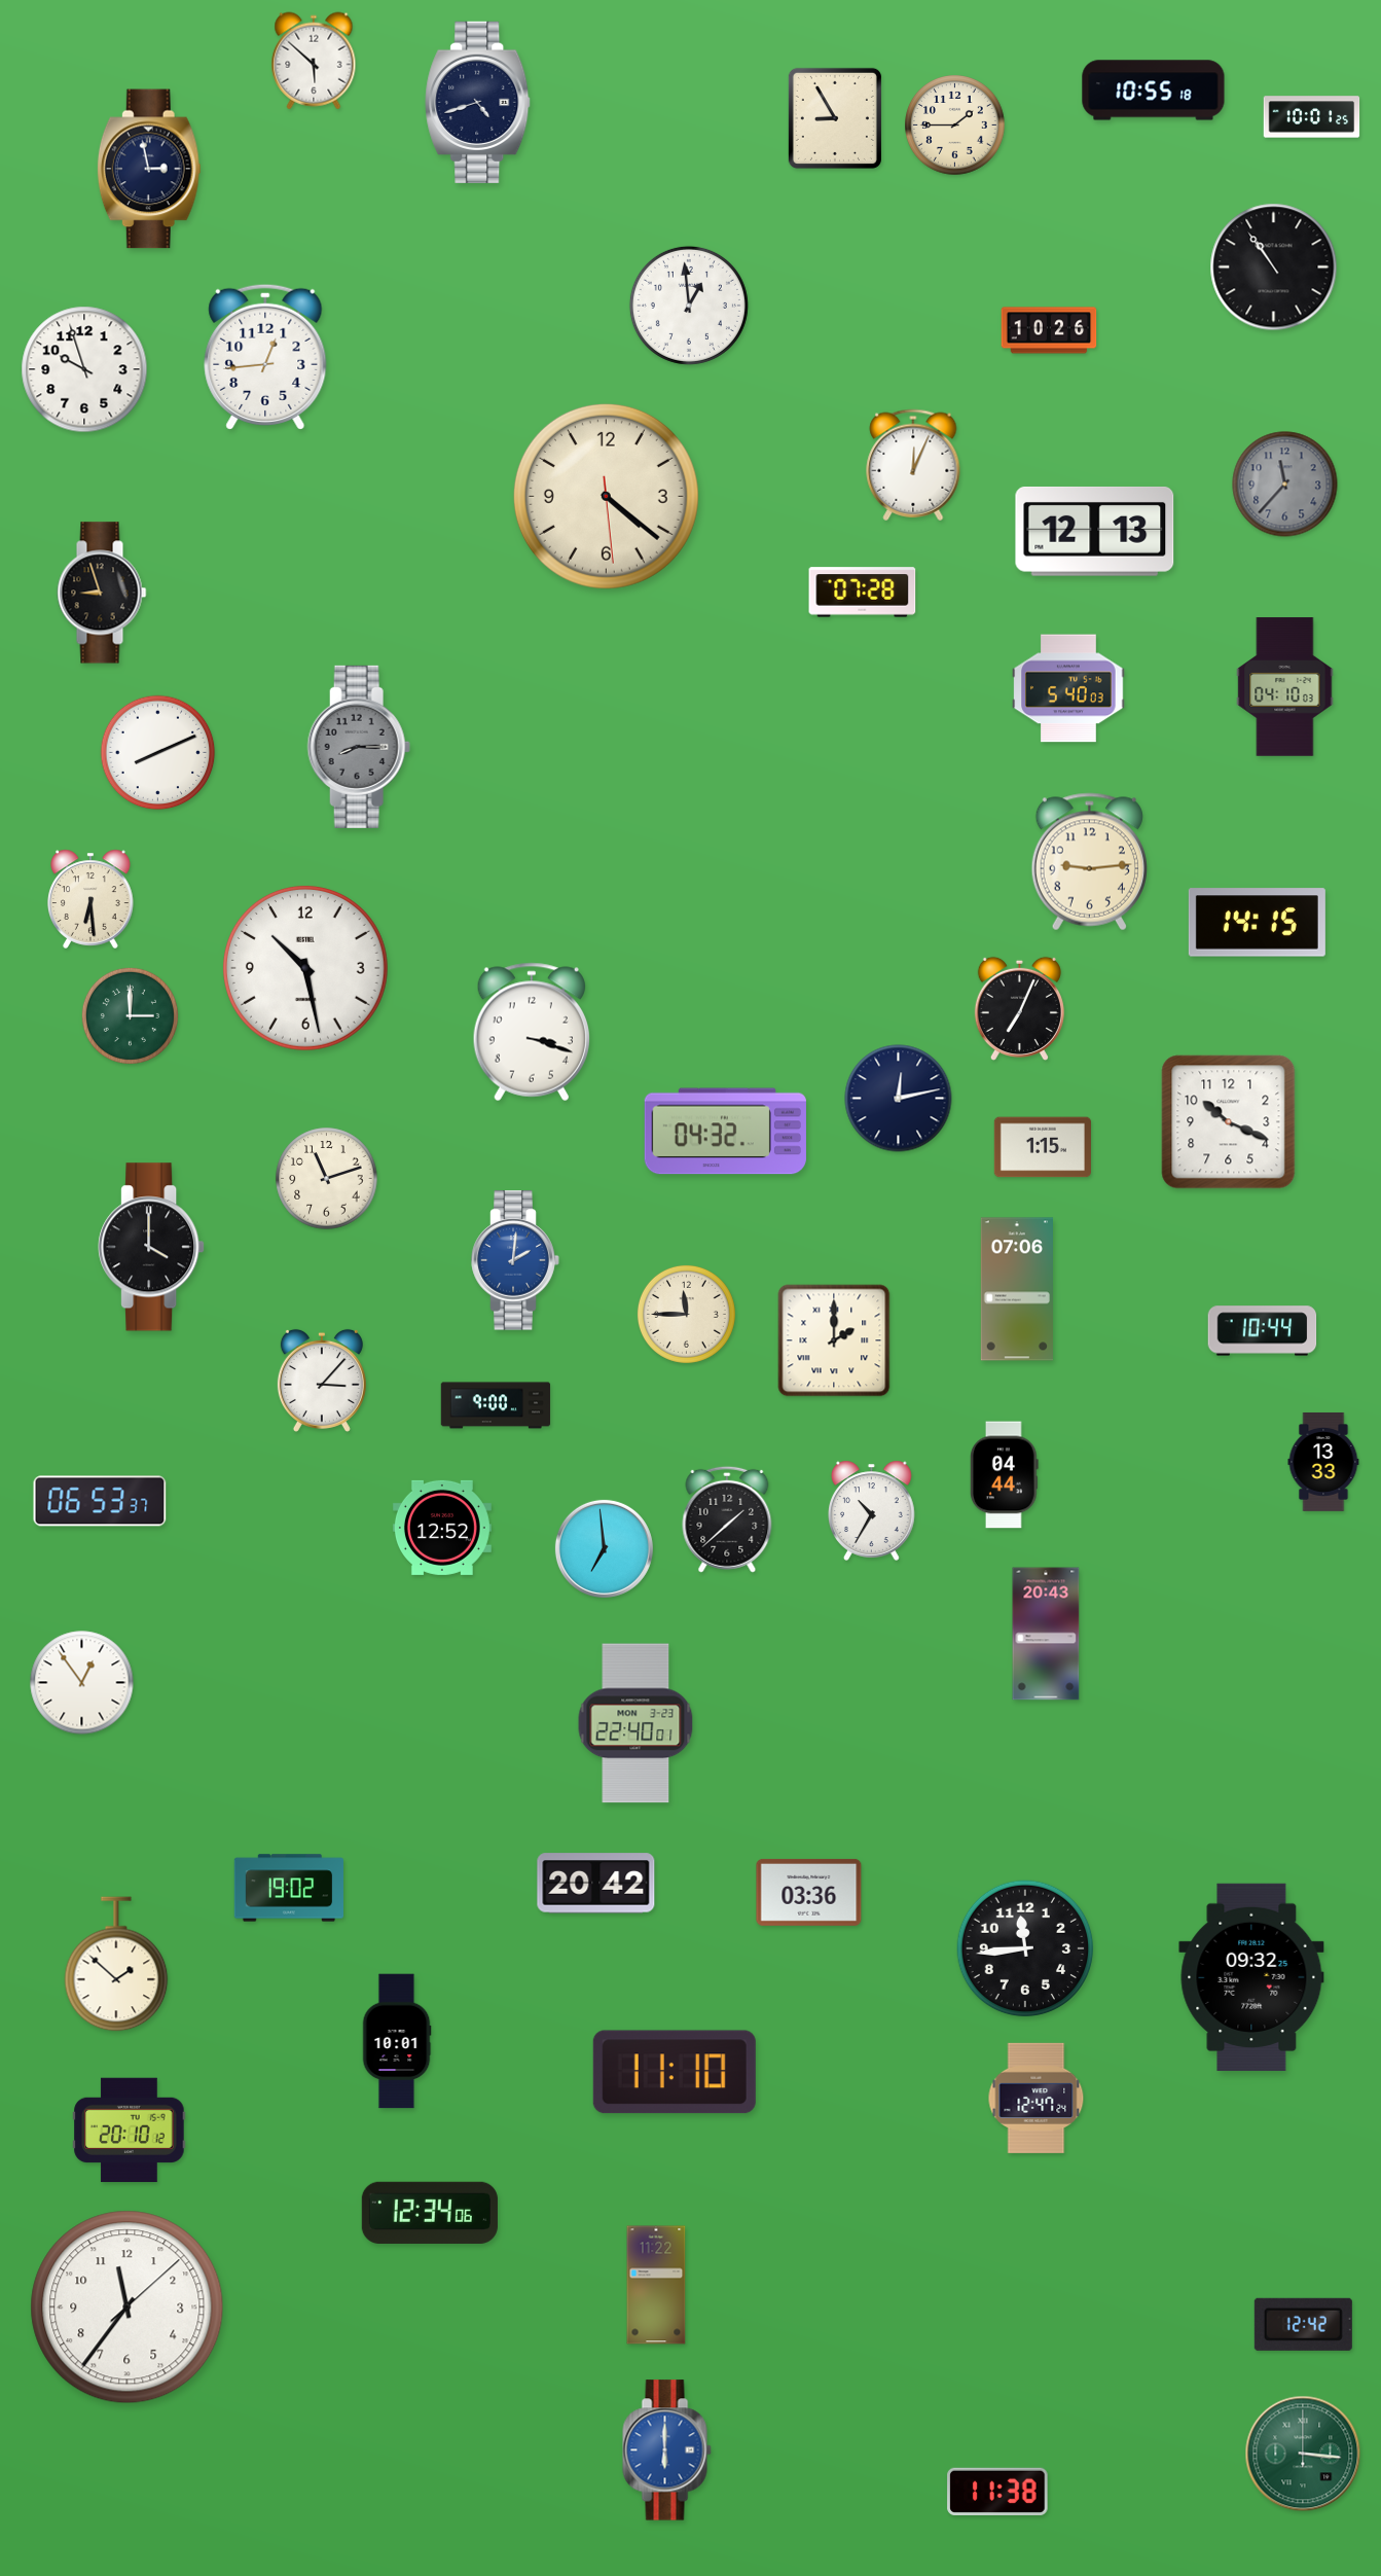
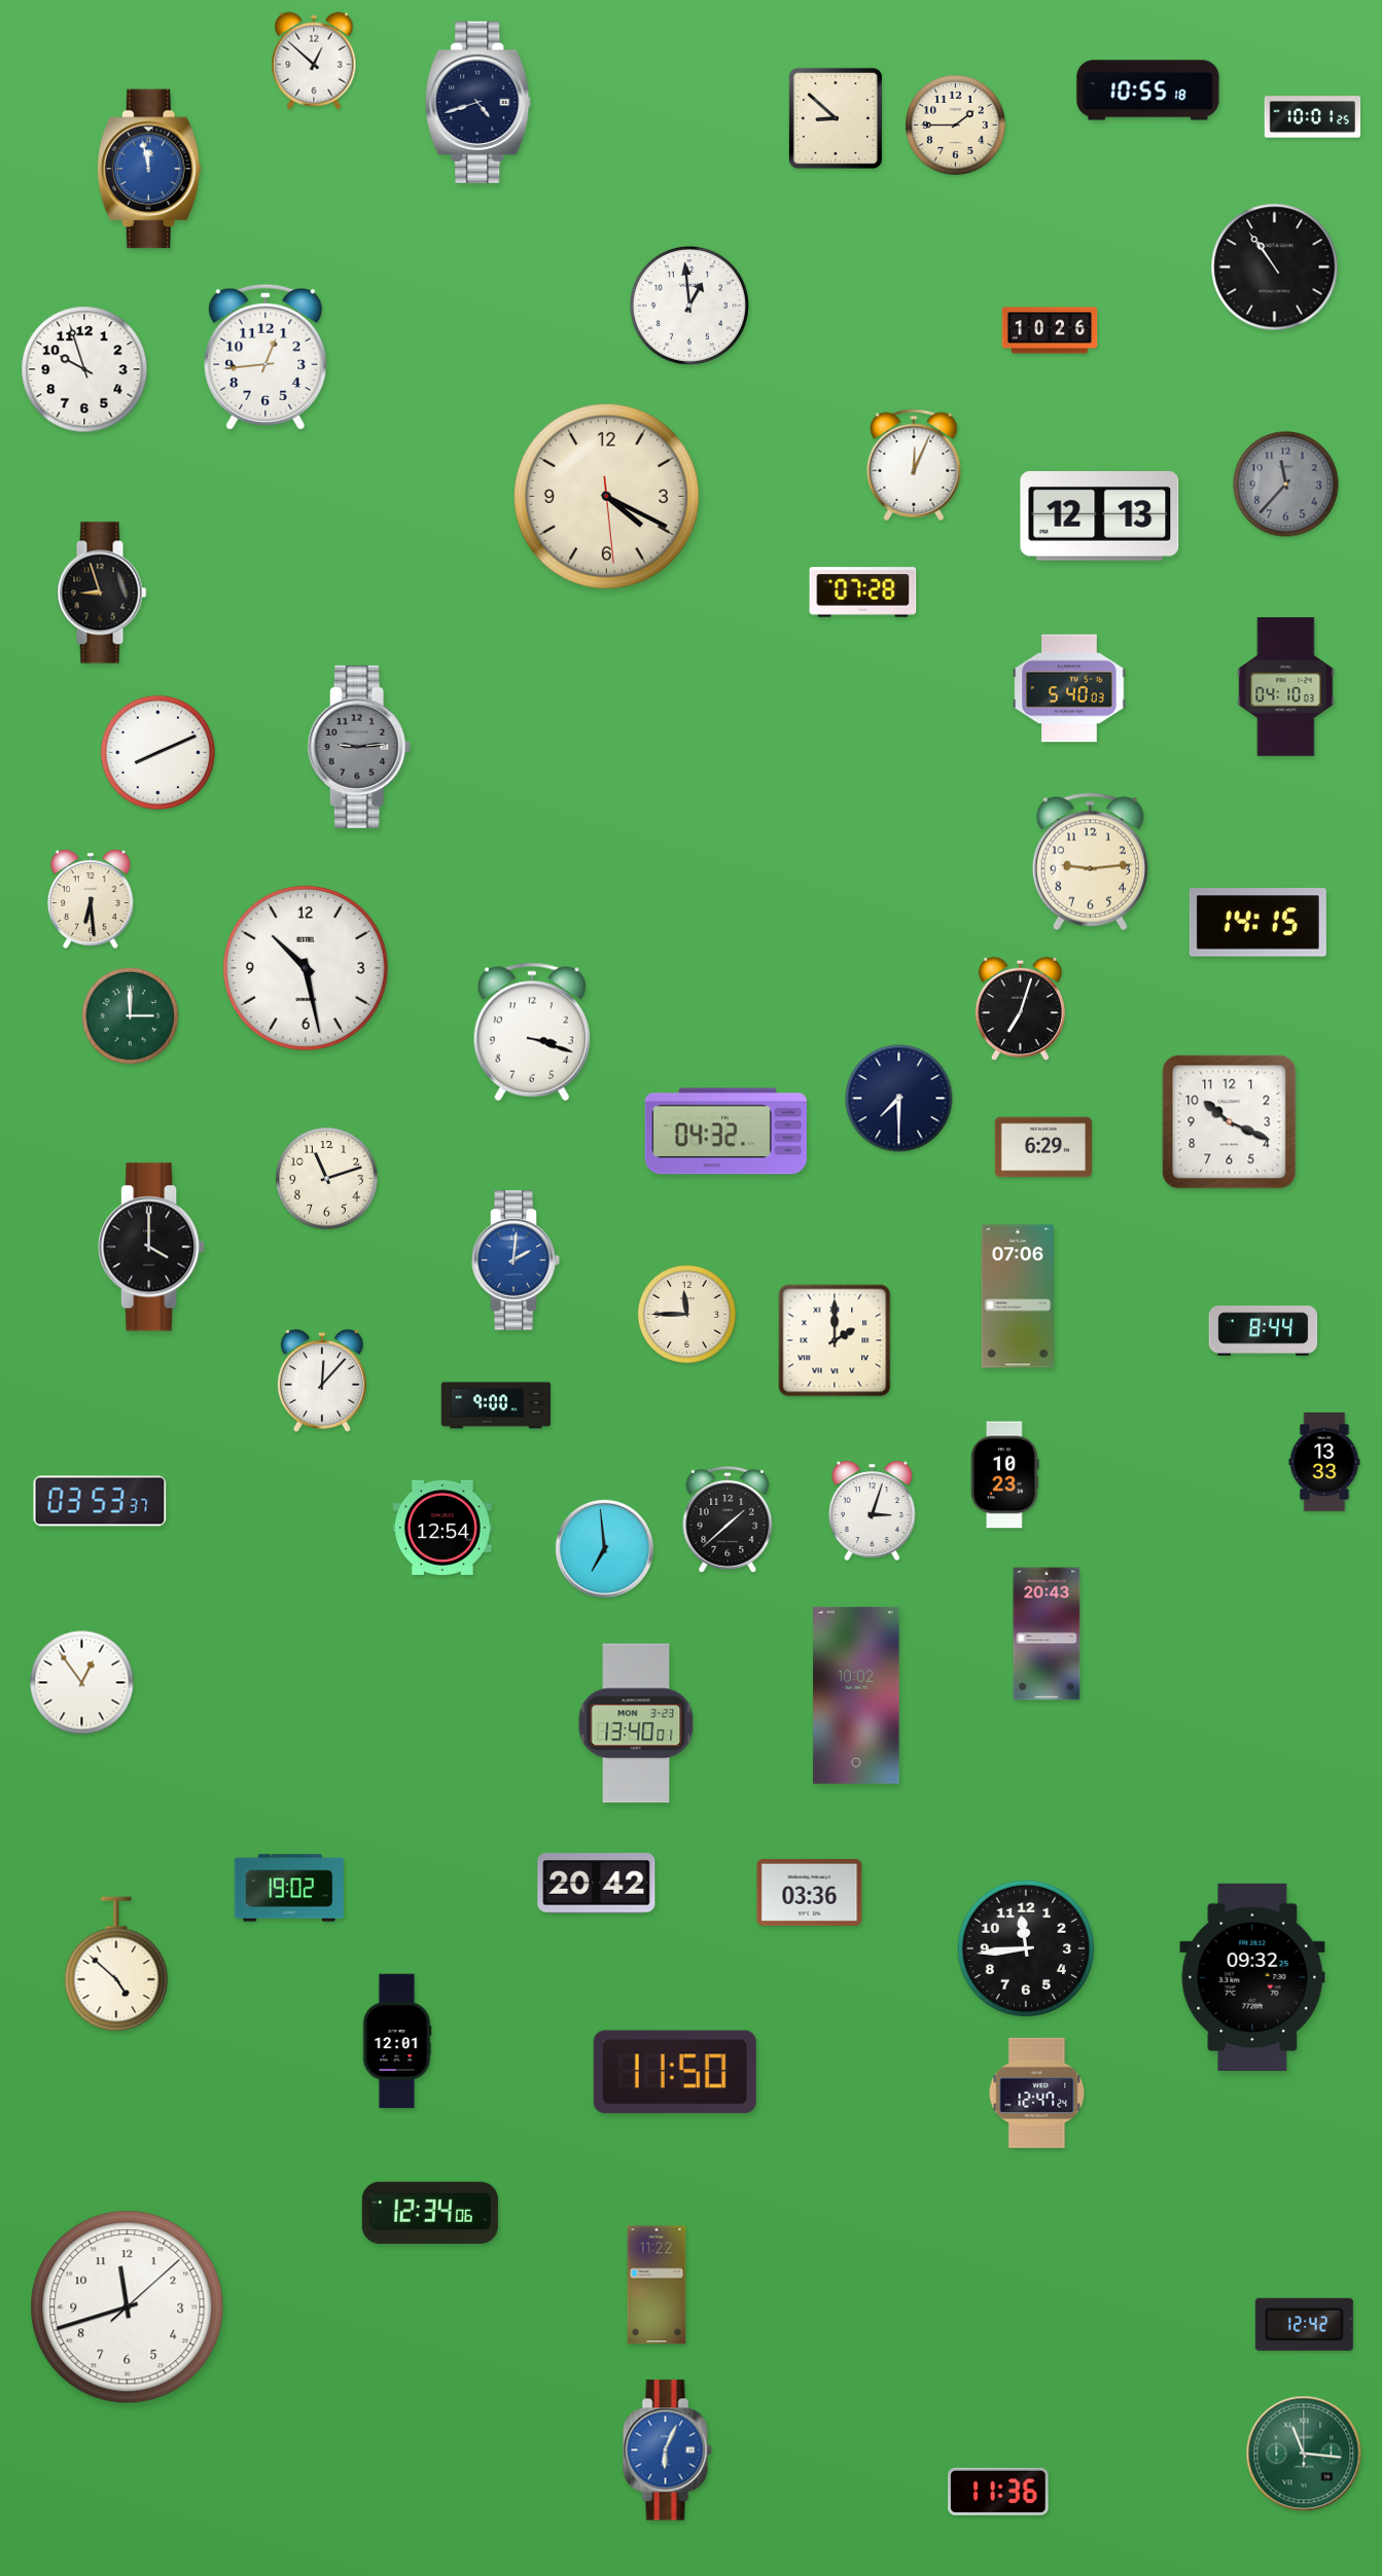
clock at (314, 61): 5:52 -> 12:52
clock at (1154, 91) position: (1154, 91) -> (1148, 91)
clock at (835, 118): 8:55 -> 8:52
clock at (149, 169): 2:58 -> 11:58
clock at (149, 169) dial: navy -> blue
clock at (606, 496): 4:21 -> 4:19
clock at (1095, 532) position: (1095, 532) -> (1100, 516)
clock at (359, 747): 8:15 -> 9:14
clock at (1019, 1008): 7:04 -> 7:03
clock at (899, 1099): 12:13 -> 7:30
clock at (1043, 1147): 1:15 -> 6:29
clock at (1016, 1289) position: (1016, 1289) -> (1017, 1296)
clock at (1263, 1331): 10:44 -> 8:44
clock at (322, 1381): 3:07 -> 12:07
clock at (1005, 1475): 04:44 -> 10:23
clock at (100, 1501): 06:53 -> 03:53
clock at (872, 1510): 10:35 -> 3:03
clock at (442, 1528): 12:52 -> 12:54
clock at (856, 1695): none -> 10:02
clock at (635, 1723): 22:40 -> 13:40
clock at (116, 1964): 1:52 -> 4:52
clock at (397, 2041): 10:01 -> 12:01
clock at (675, 2072): 11:10 -> 11:50
clock at (1037, 2098) position: (1037, 2098) -> (1037, 2092)
clock at (130, 2131): 20:10 -> none
clock at (128, 2307): 11:36 -> 11:42
clock at (667, 2450): 6:00 -> 6:04
clock at (1303, 2454): 3:16 -> 11:16
clock at (997, 2492): 11:38 -> 11:36
